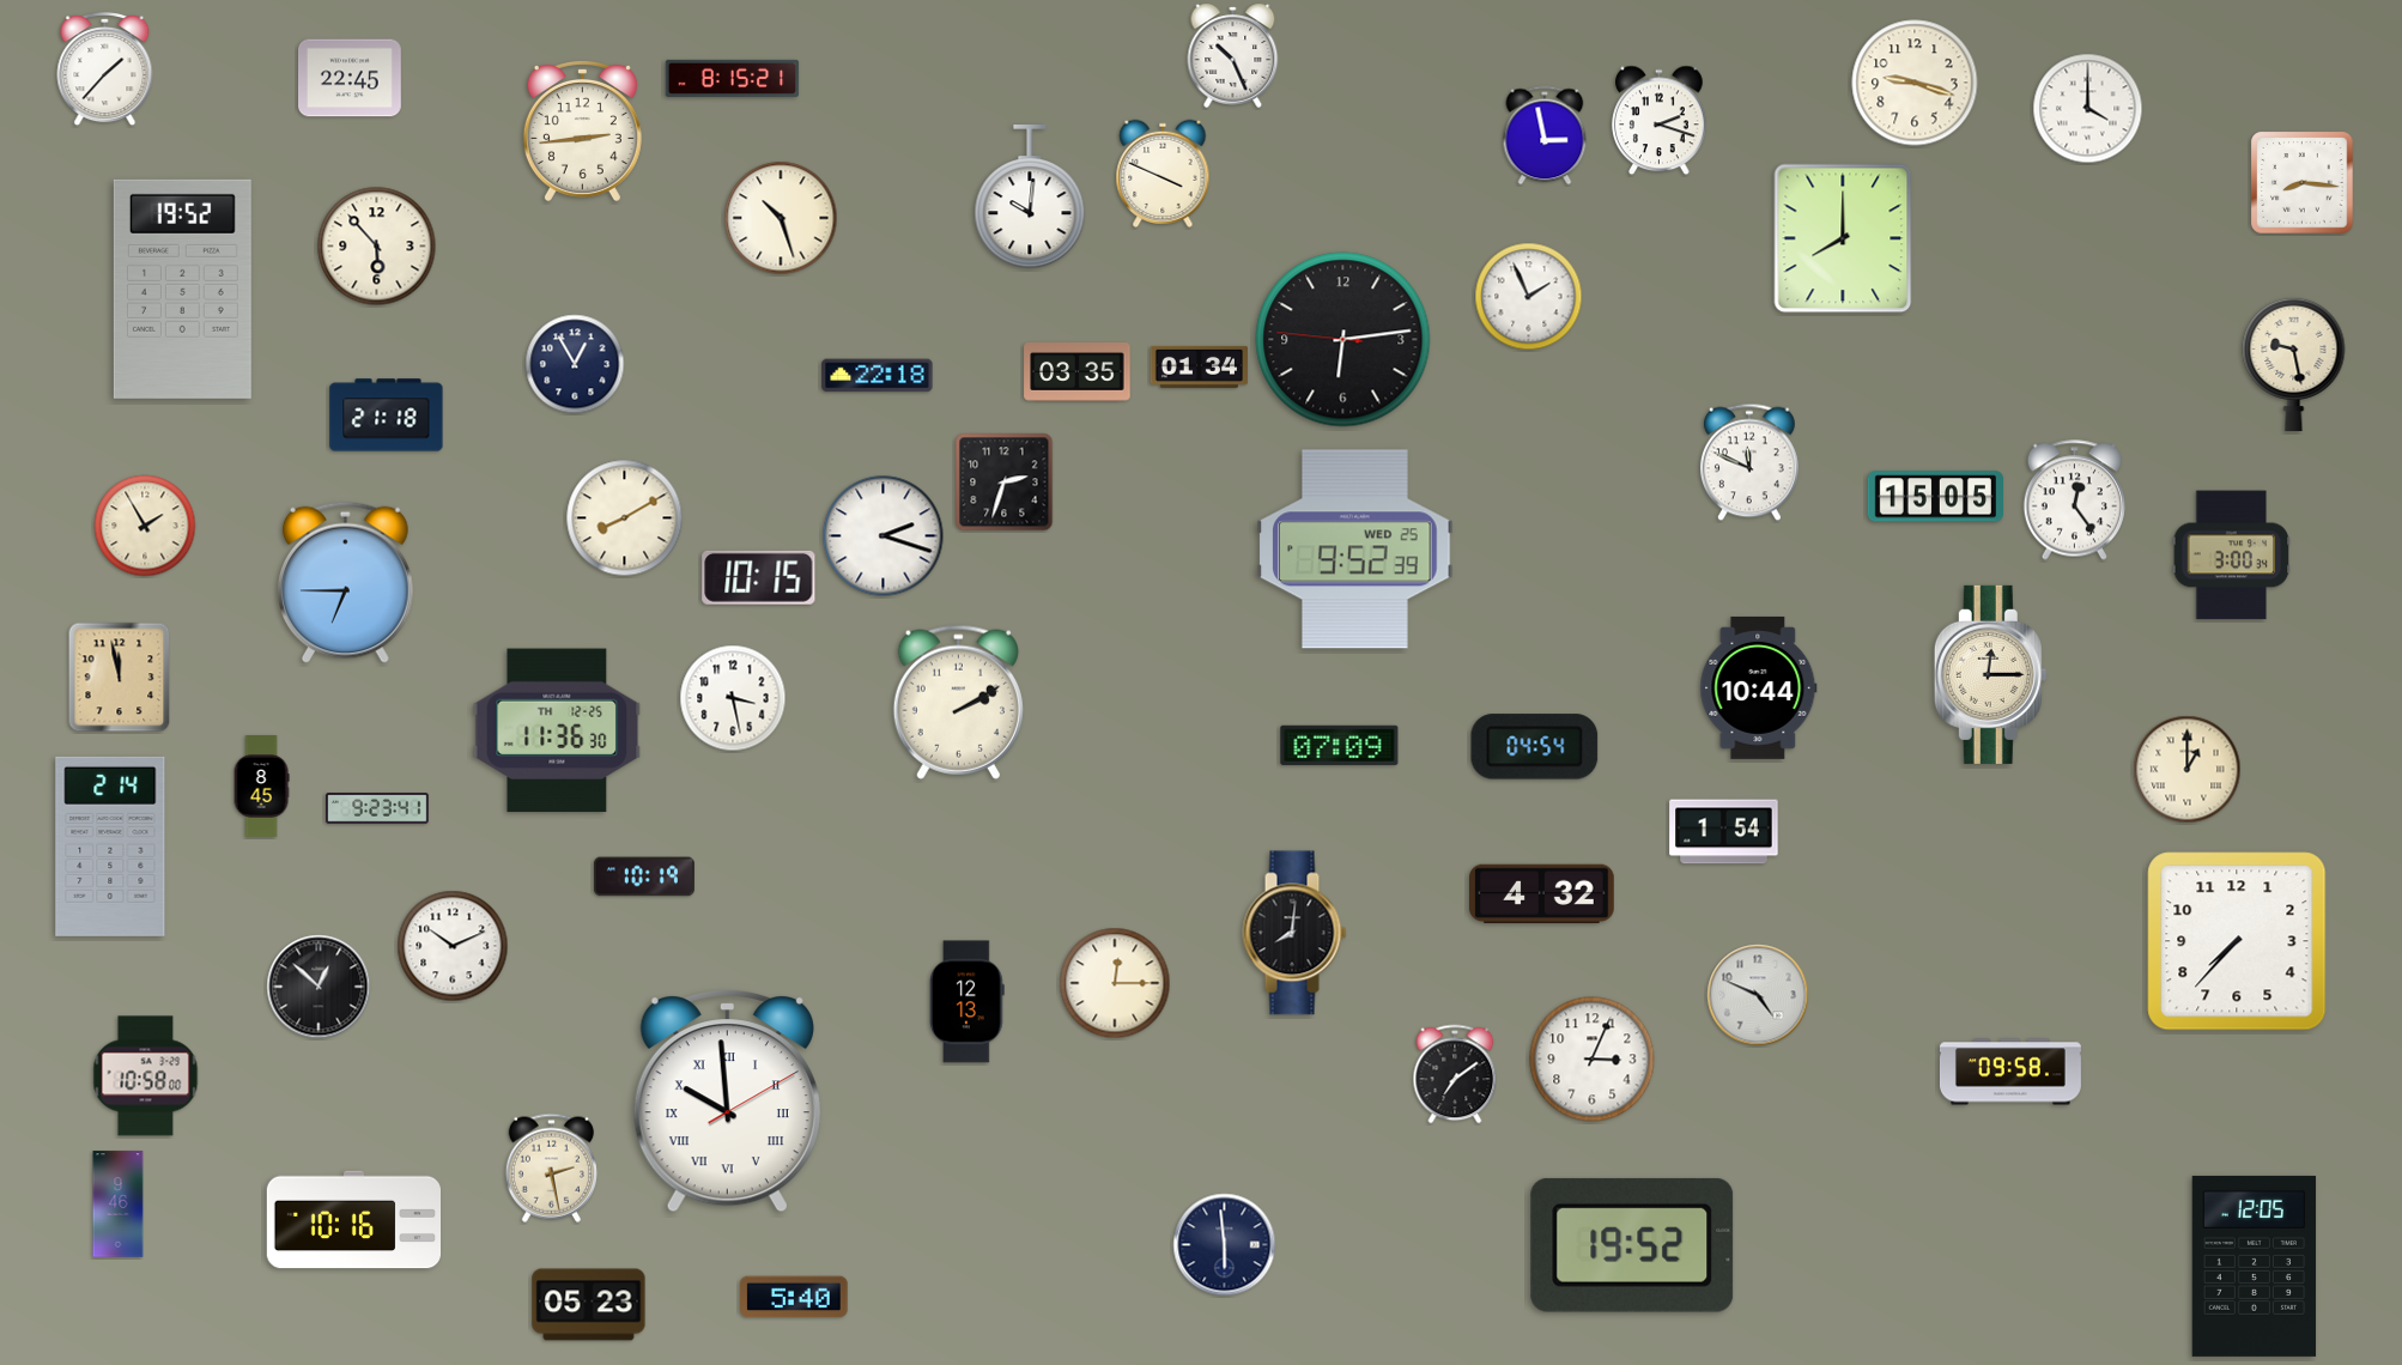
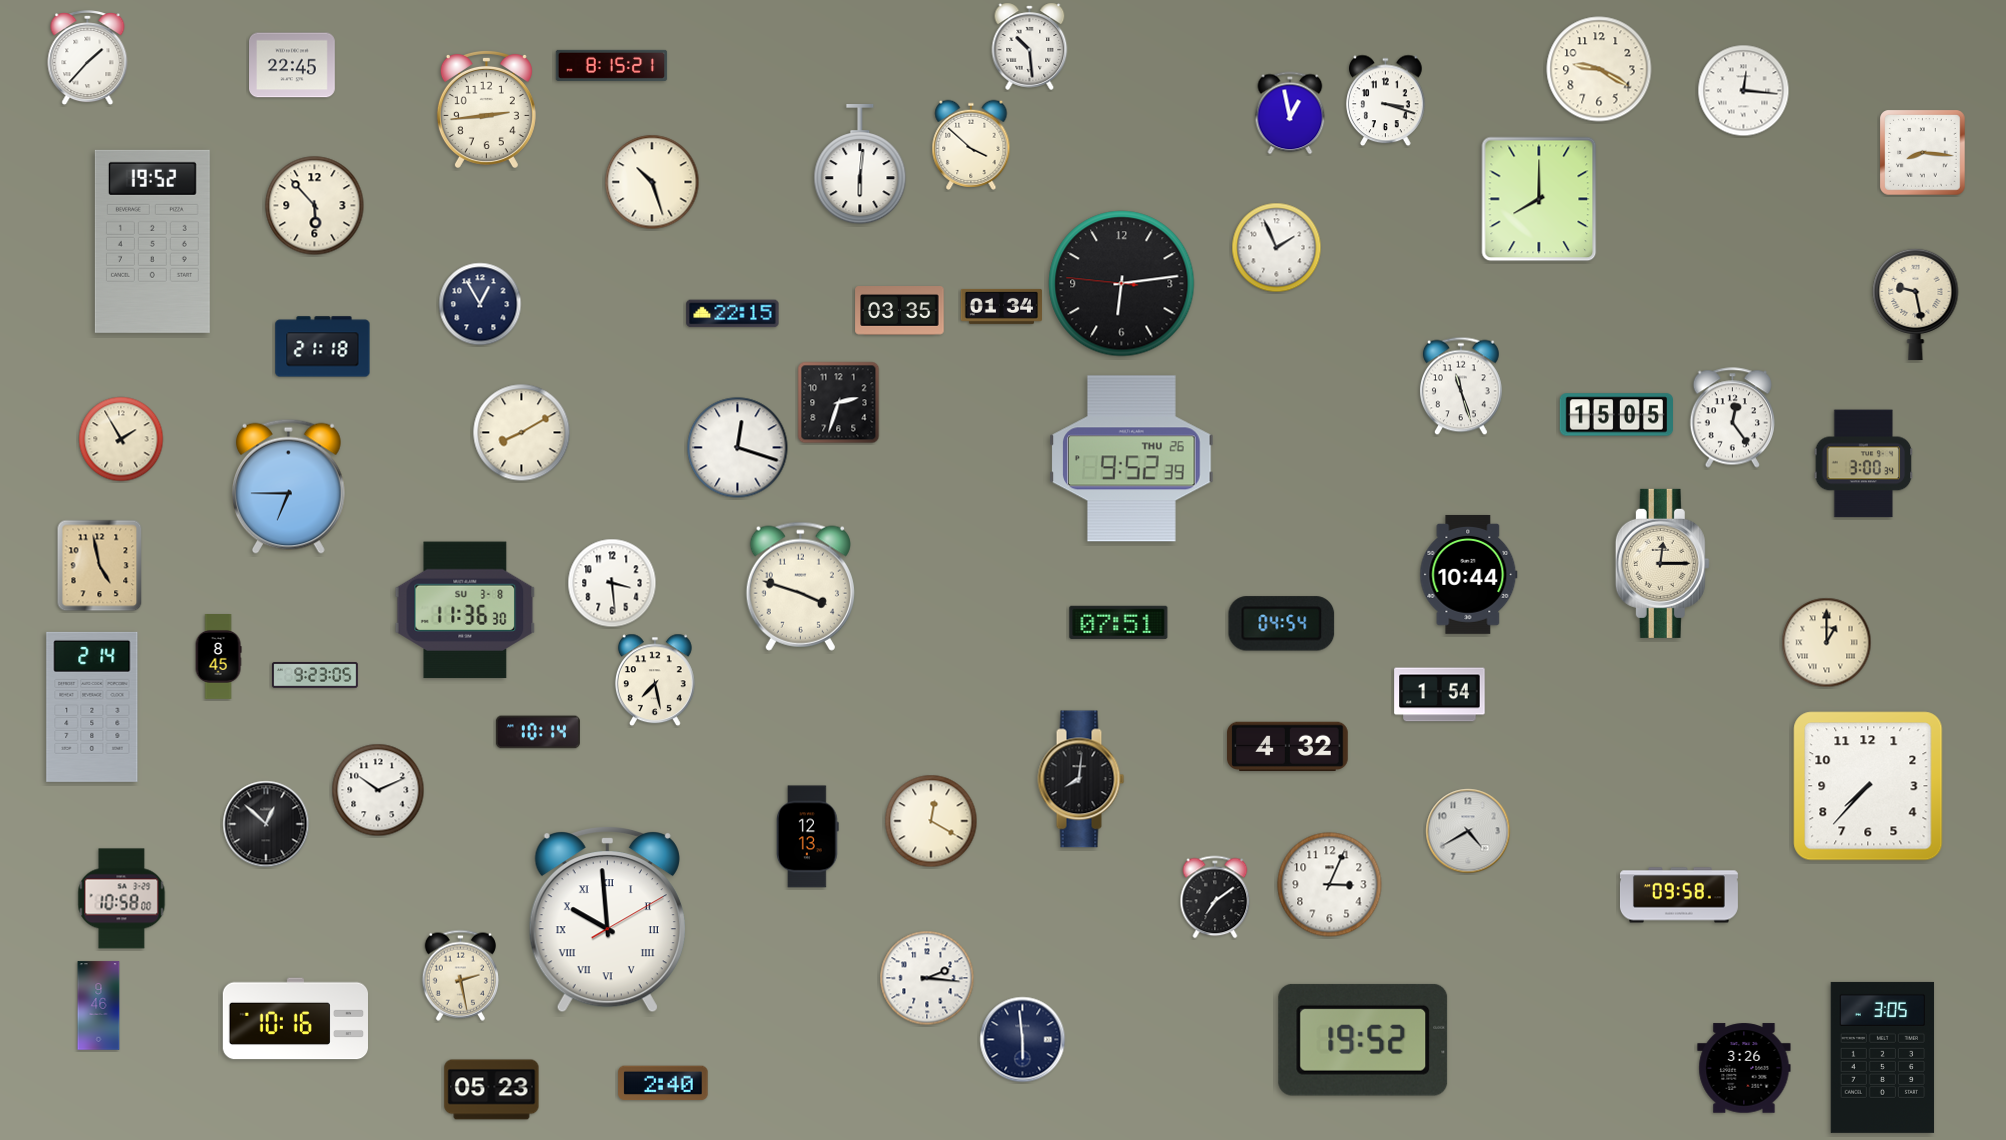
clock at (1233, 55): 10:26 -> 10:29
clock at (1915, 83): 9:18 -> 9:20
clock at (2088, 109): 4:00 -> 12:16
clock at (1660, 121): 2:18 -> 3:18
clock at (1545, 135): 2:58 -> 12:58
clock at (1163, 174): 3:49 -> 3:52
clock at (1030, 196): 10:01 -> 6:01
clock at (878, 376): 22:18 -> 22:15
clock at (1749, 462): 11:49 -> 11:27
clock at (884, 536): 2:18 -> 12:18
clock at (1355, 550) date: WED 25 -> THU 26
clock at (759, 577): 10:15 -> none
clock at (120, 678): 11:58 -> 4:58
clock at (733, 698): 3:28 -> 3:29
clock at (958, 702): 2:10 -> 3:48
clock at (557, 730) date: TH 12-25 -> SU 3-8
clock at (1340, 745): 07:09 -> 07:51
clock at (378, 808): 9:23:41 -> 9:23:05
clock at (655, 680): none -> 7:28
clock at (644, 876): 10:19 -> 10:14
clock at (1115, 983): 12:15 -> 12:20
clock at (1758, 995): 4:49 -> 4:40
clock at (927, 978): none -> 2:16
clock at (2255, 1266): 12:05 -> 3:05
clock at (1744, 1068): none -> 3:26
clock at (794, 1297): 5:40 -> 2:40
